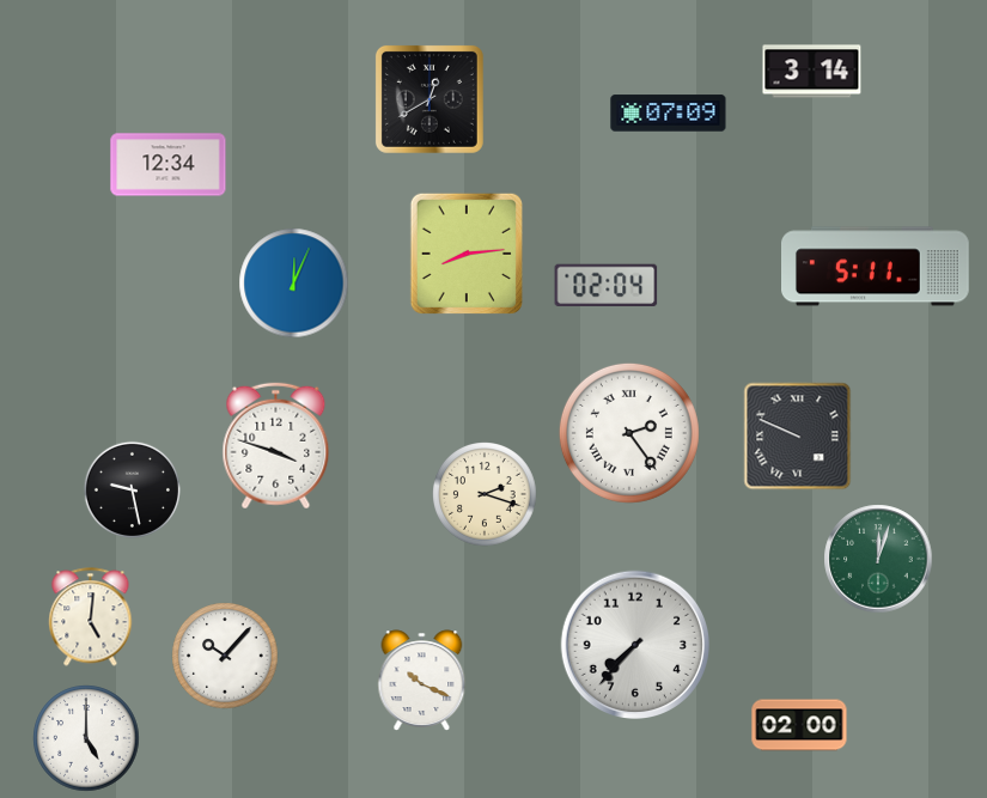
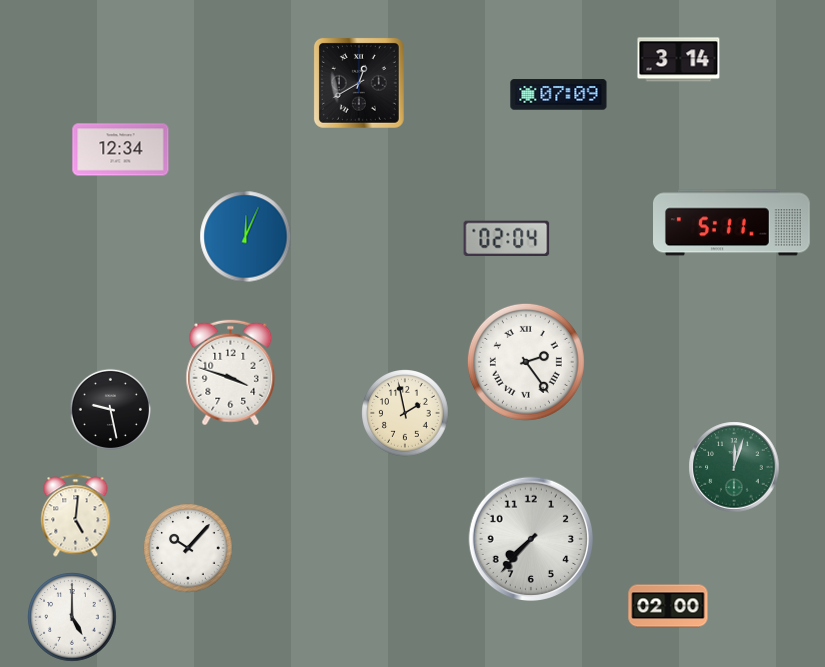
clock at (169, 165) position: (169, 165) -> (121, 150)
clock at (465, 252): 8:14 -> none
clock at (798, 437): 9:49 -> none
clock at (485, 494): 2:18 -> 1:58
clock at (422, 681): 10:19 -> none
